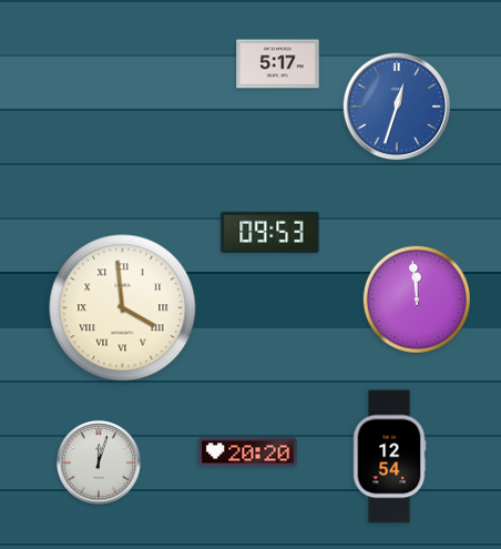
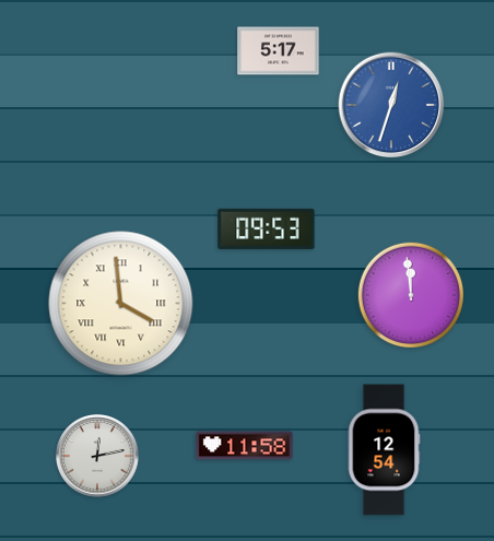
clock at (278, 64) position: (278, 64) -> (279, 51)
clock at (248, 453): 20:20 -> 11:58
clock at (100, 464): 12:03 -> 12:13
